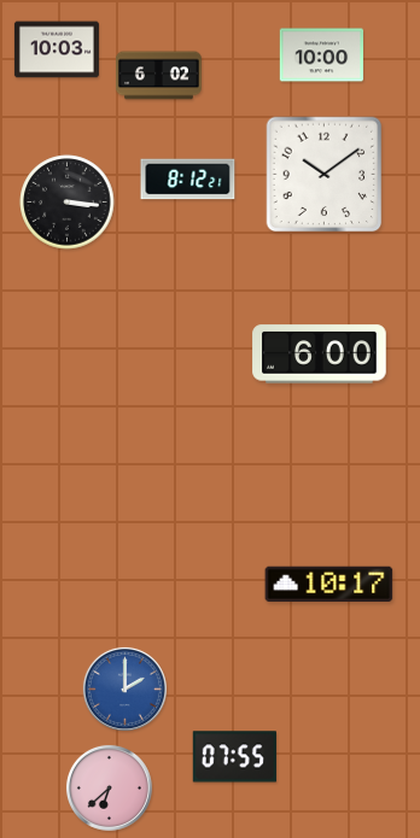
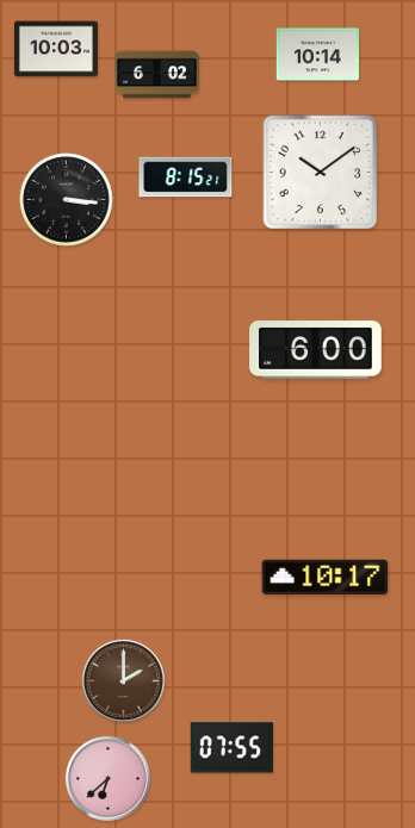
clock at (321, 55): 10:00 -> 10:14
clock at (188, 180): 8:12 -> 8:15
clock at (124, 688) dial: blue -> brown
